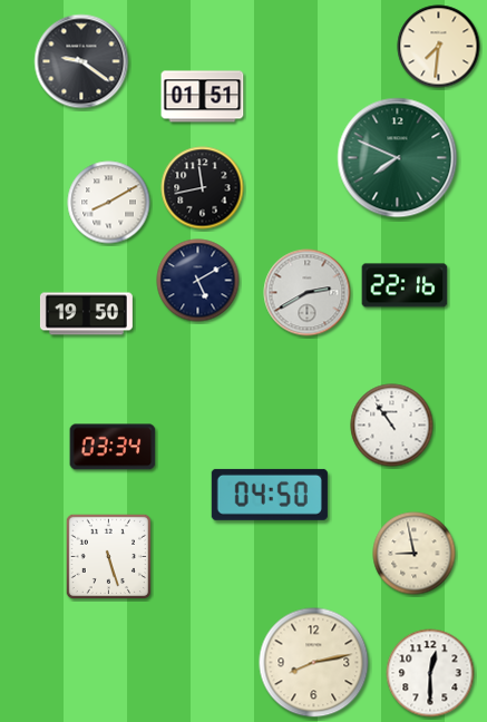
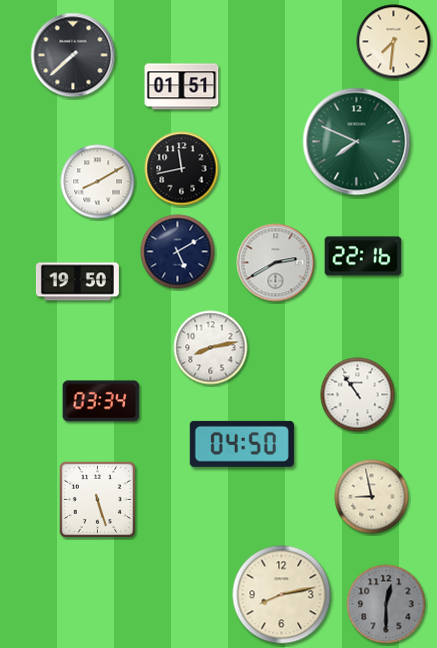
clock at (81, 61): 9:21 -> 7:38
clock at (211, 348): none -> 8:13
clock at (392, 426) position: (392, 426) -> (358, 395)
clock at (430, 673) dial: white -> grey
